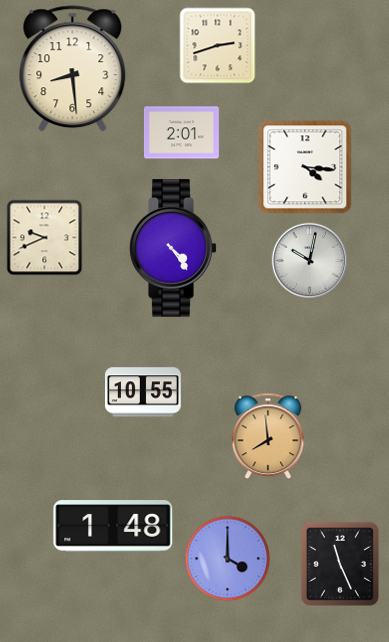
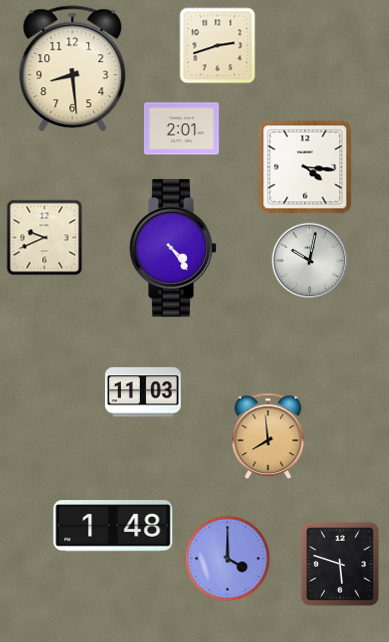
clock at (181, 133) position: (181, 133) -> (181, 129)
clock at (144, 392): 10:55 -> 11:03
clock at (340, 564): 11:26 -> 5:48
